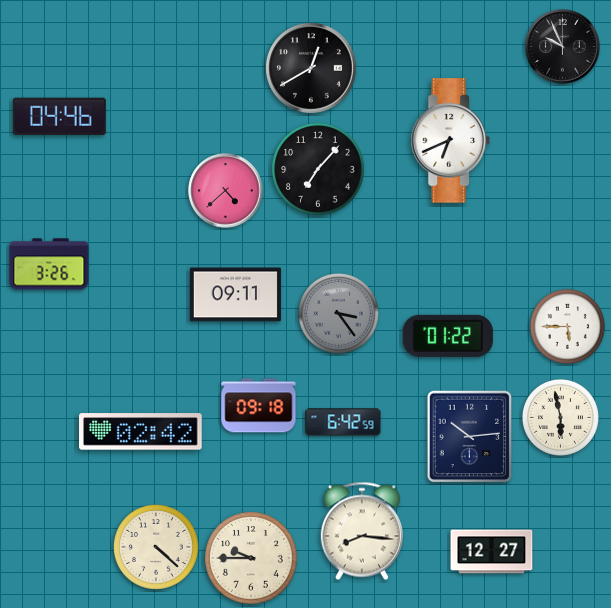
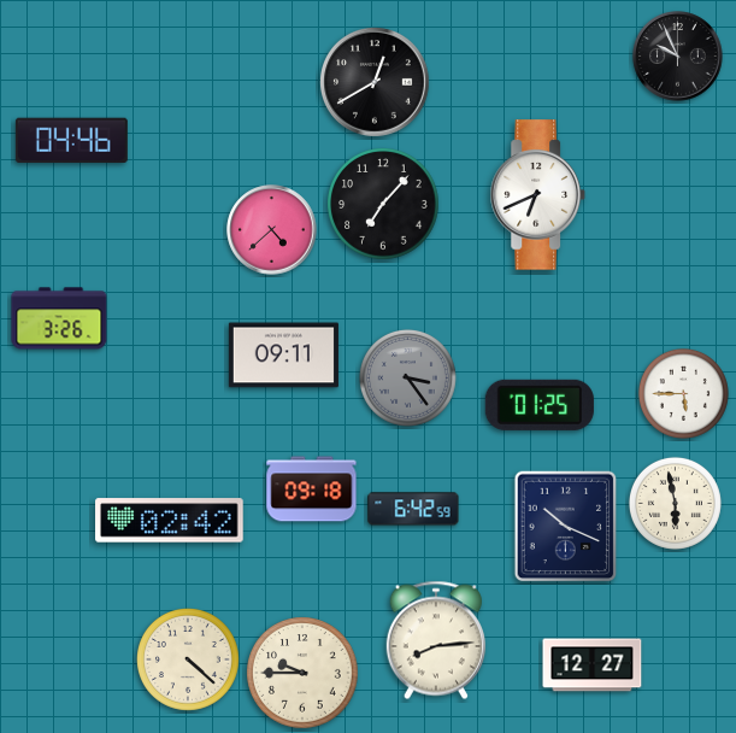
clock at (450, 141) position: (450, 141) -> (537, 195)
clock at (448, 336): 01:22 -> 01:25
clock at (470, 437): 10:14 -> 10:19
clock at (362, 531): 8:16 -> 8:14
